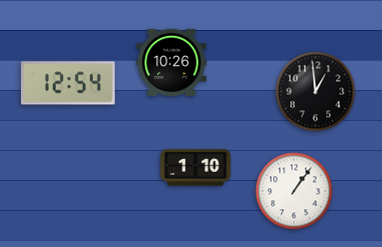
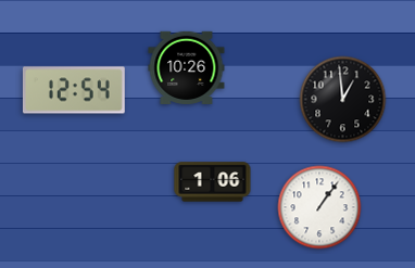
clock at (196, 168): 1:10 -> 1:06
